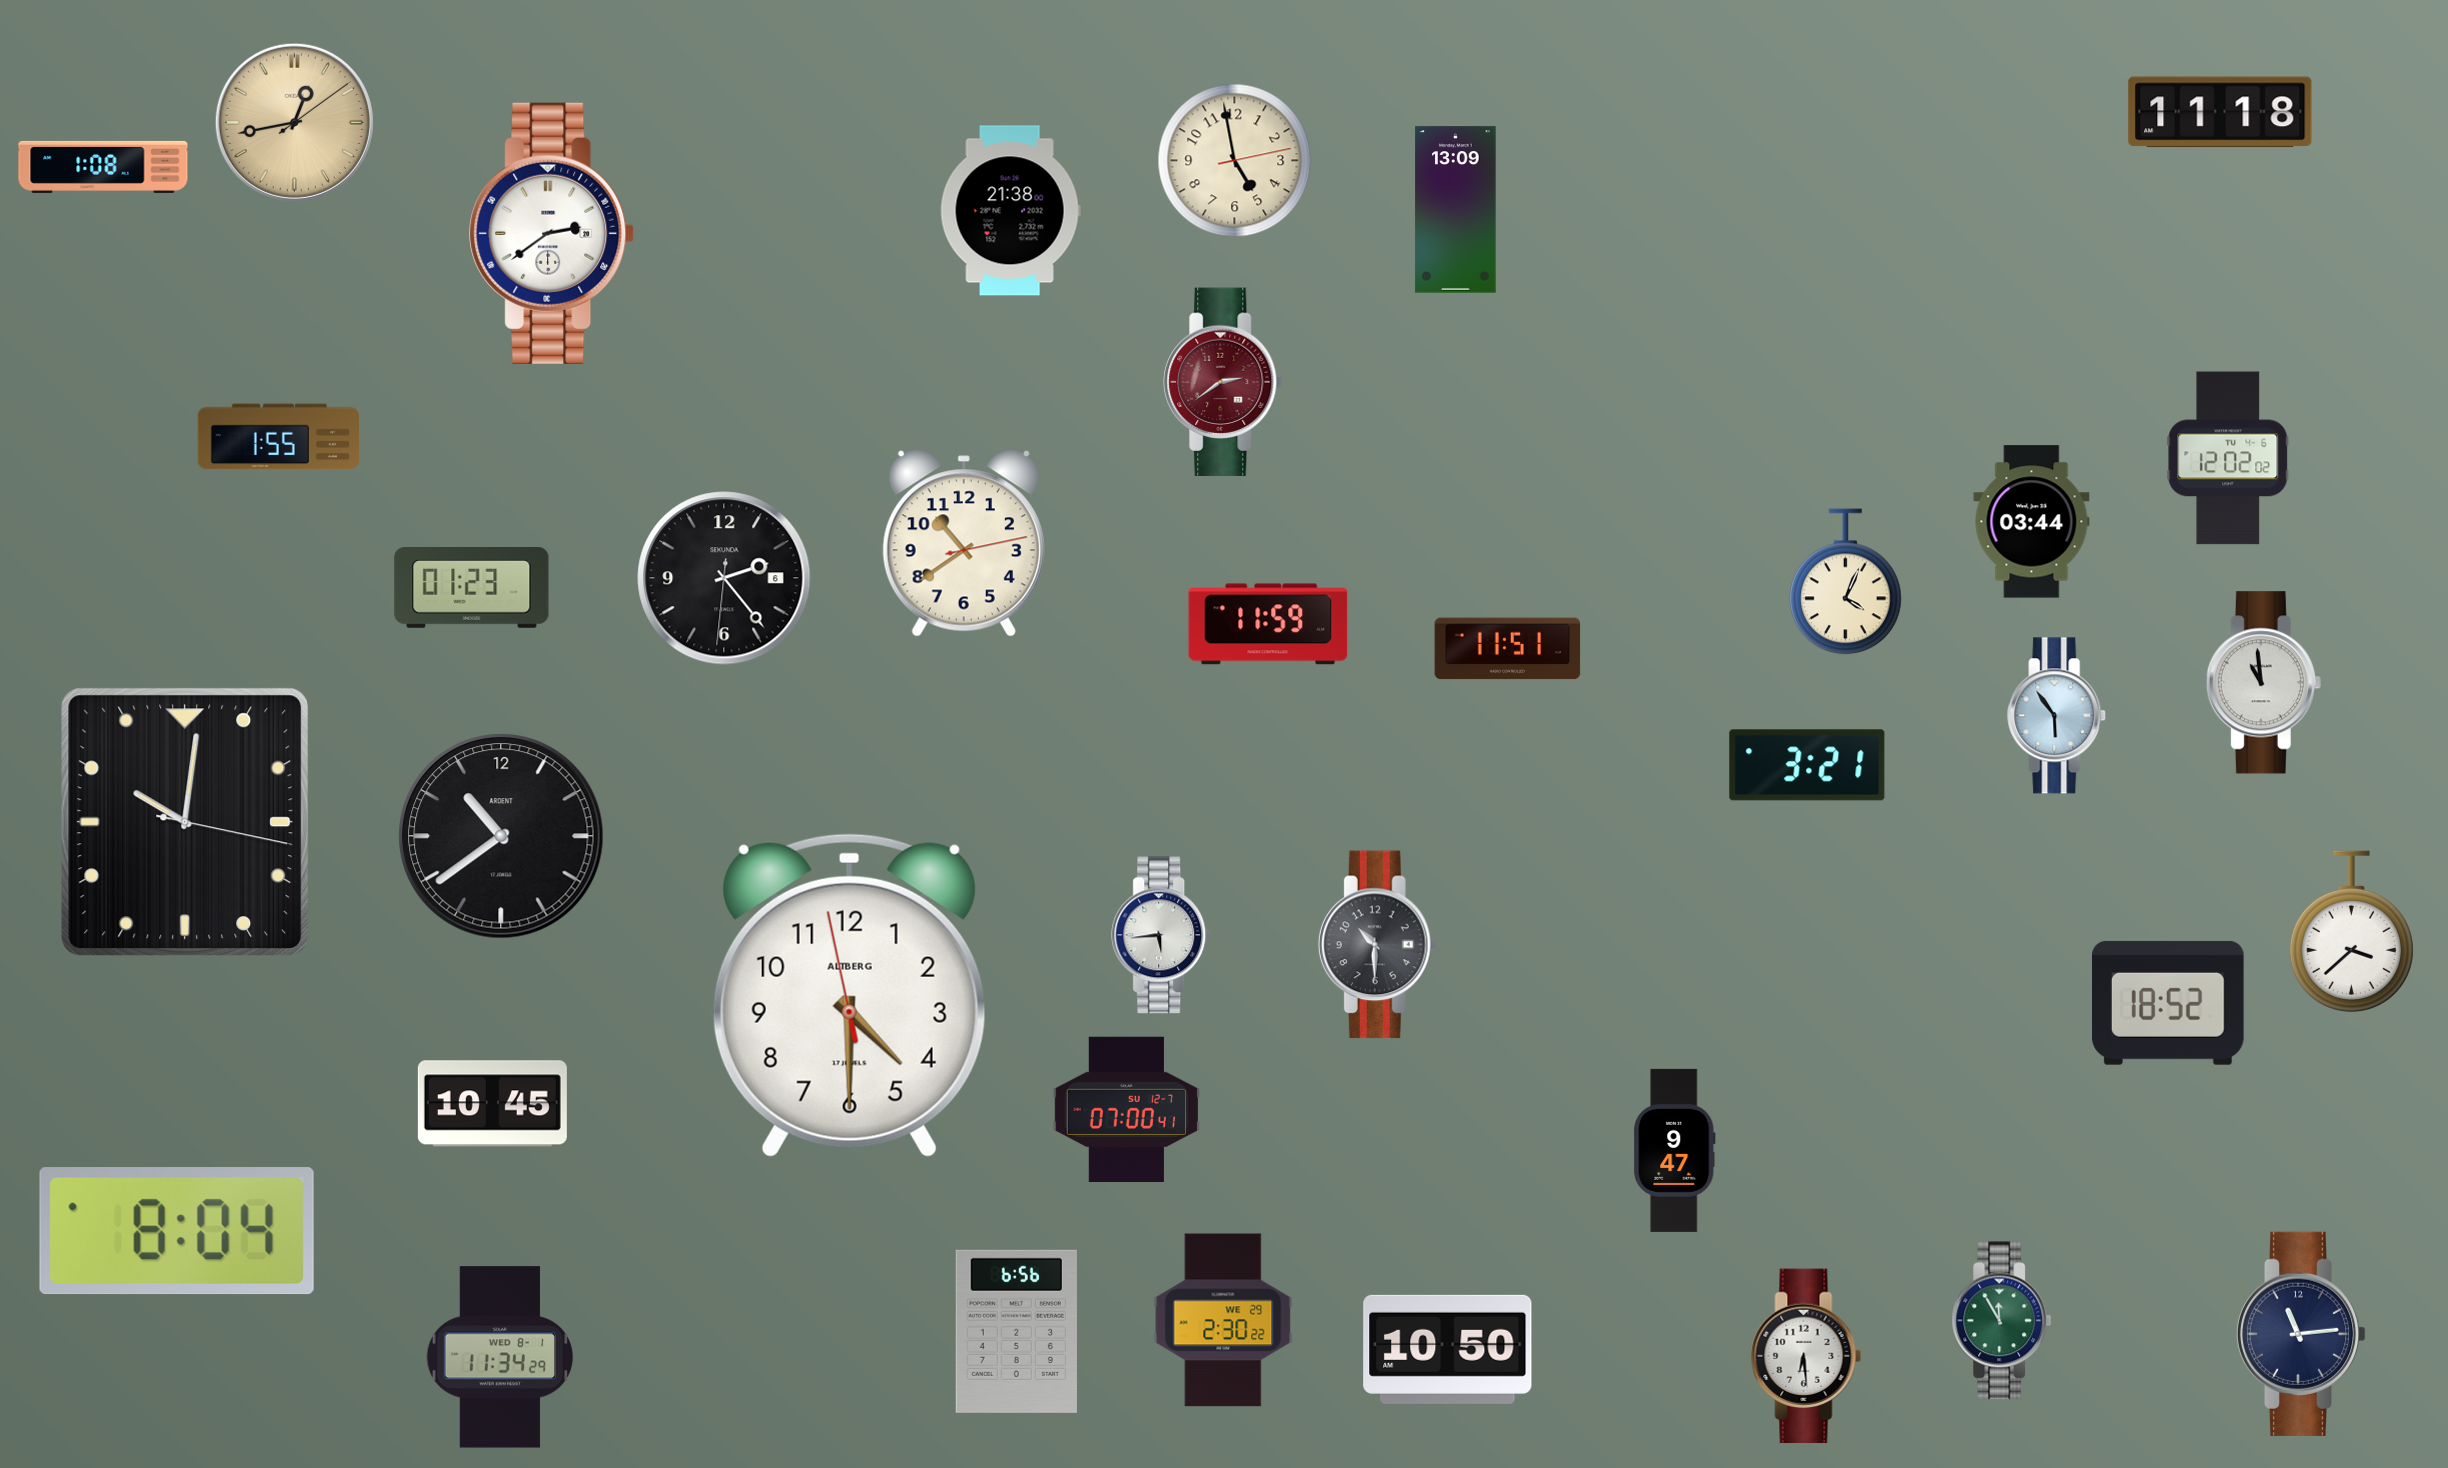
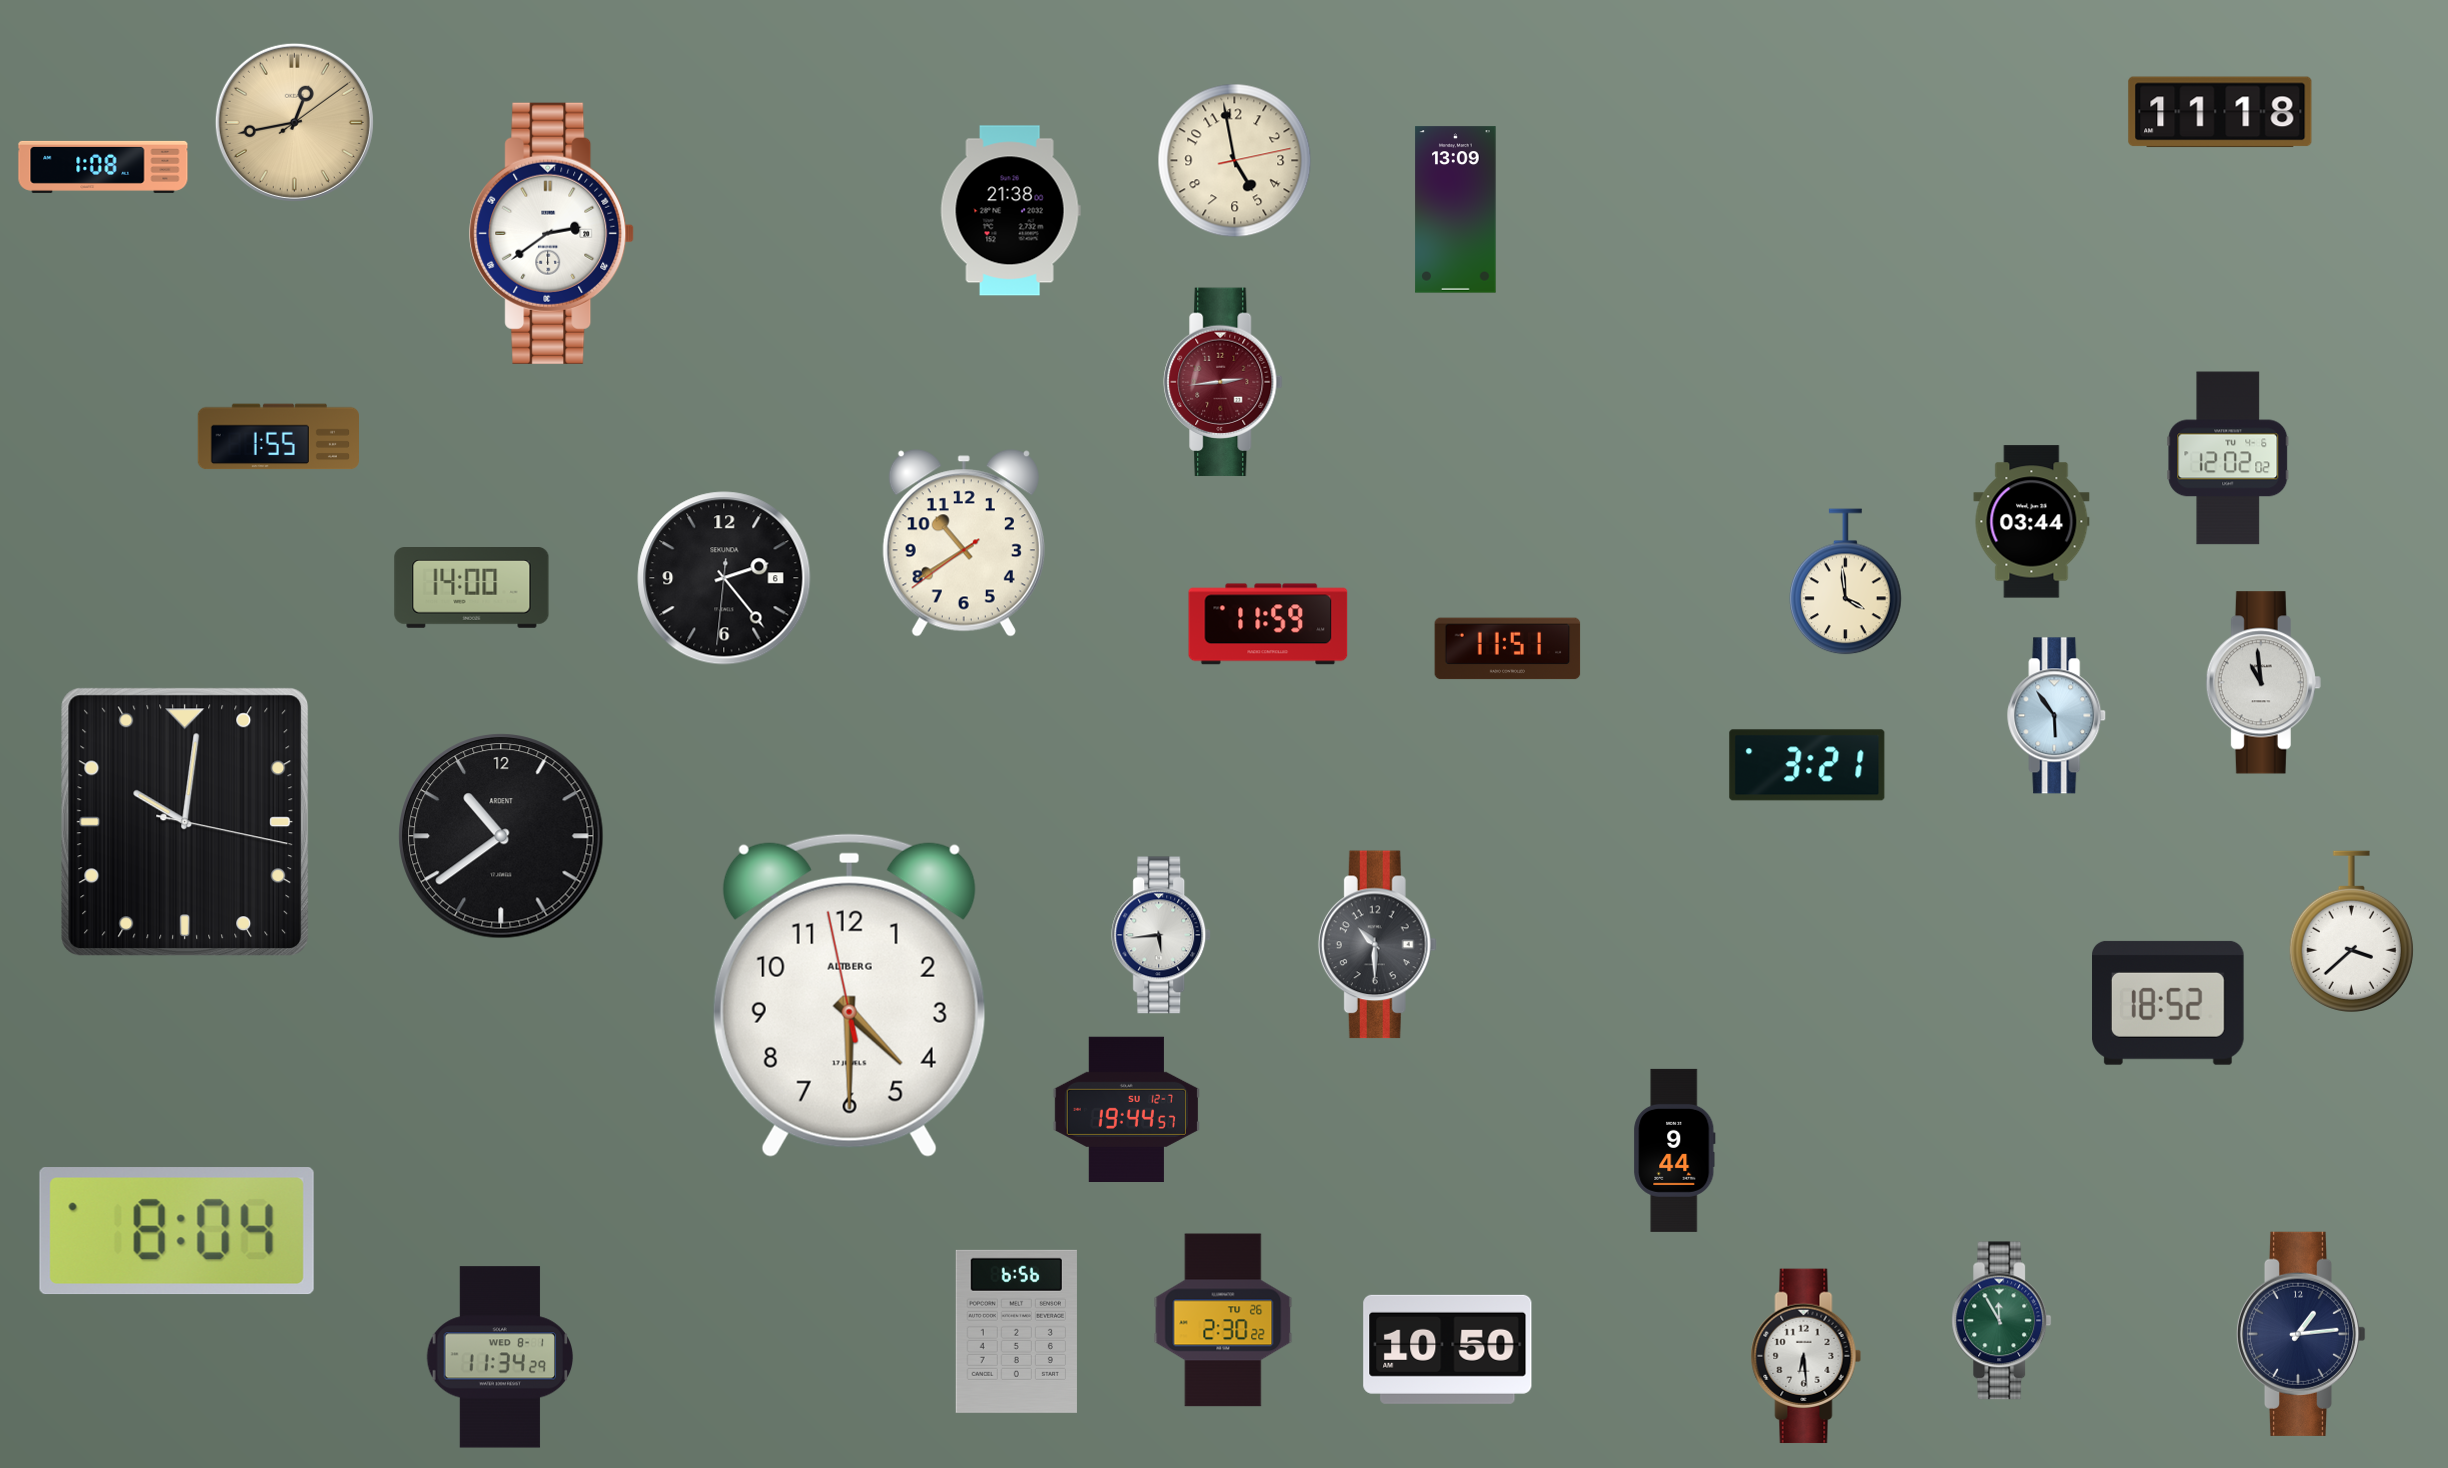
clock at (1223, 382): 2:39 -> 2:44
clock at (964, 543): 10:39:13 -> 10:39:39
clock at (1846, 582): 4:04 -> 3:59
clock at (472, 588): 01:23 -> 14:00
clock at (492, 1104): 10:45 -> none
clock at (1126, 1109): 07:00 -> 19:44
clock at (1675, 1150): 9:47 -> 9:44
clock at (1223, 1320) date: WE 29 -> TU 26
clock at (2301, 1334): 11:14 -> 1:14
